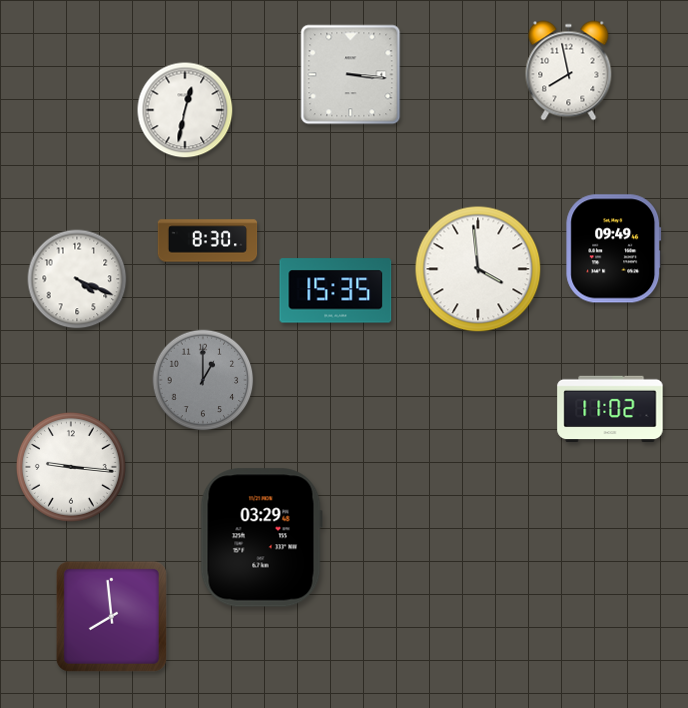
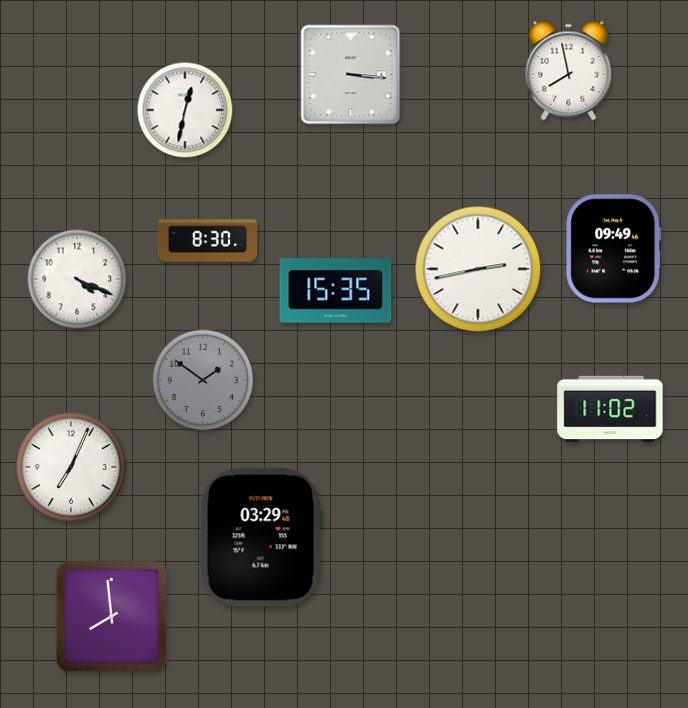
clock at (478, 269): 3:59 -> 2:43
clock at (203, 380): 1:00 -> 1:51
clock at (71, 467): 9:16 -> 7:04
